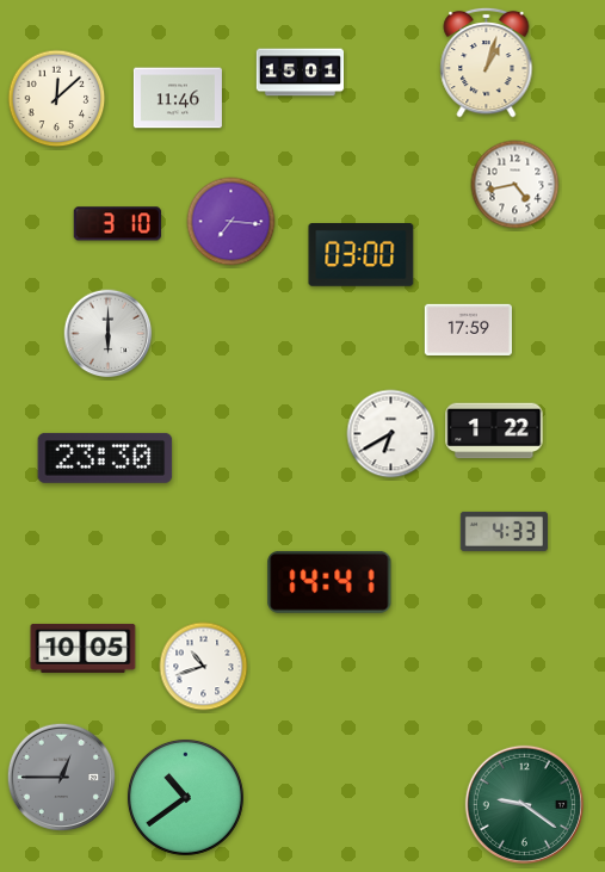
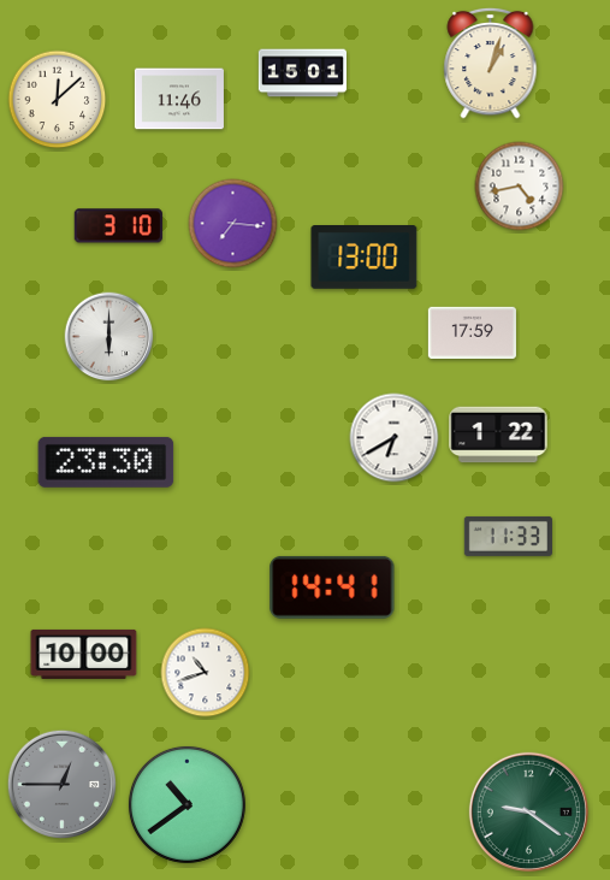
clock at (362, 255): 03:00 -> 13:00
clock at (504, 531): 4:33 -> 11:33
clock at (84, 648): 10:05 -> 10:00
